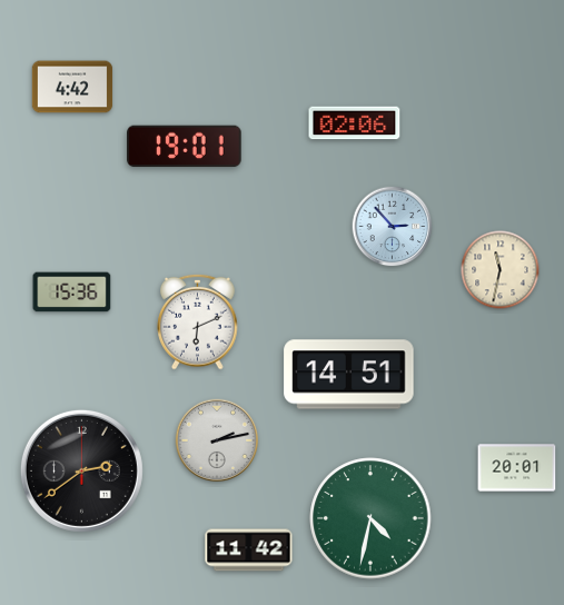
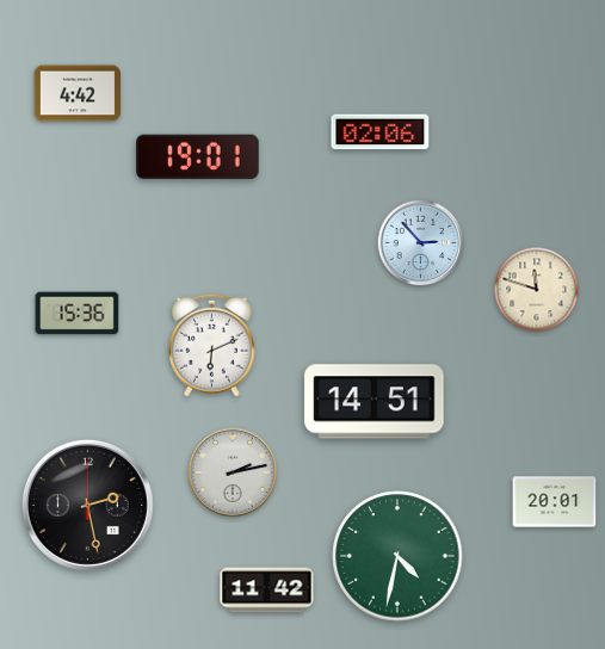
clock at (501, 270): 11:32 -> 11:48
clock at (81, 470): 2:39 -> 2:28
